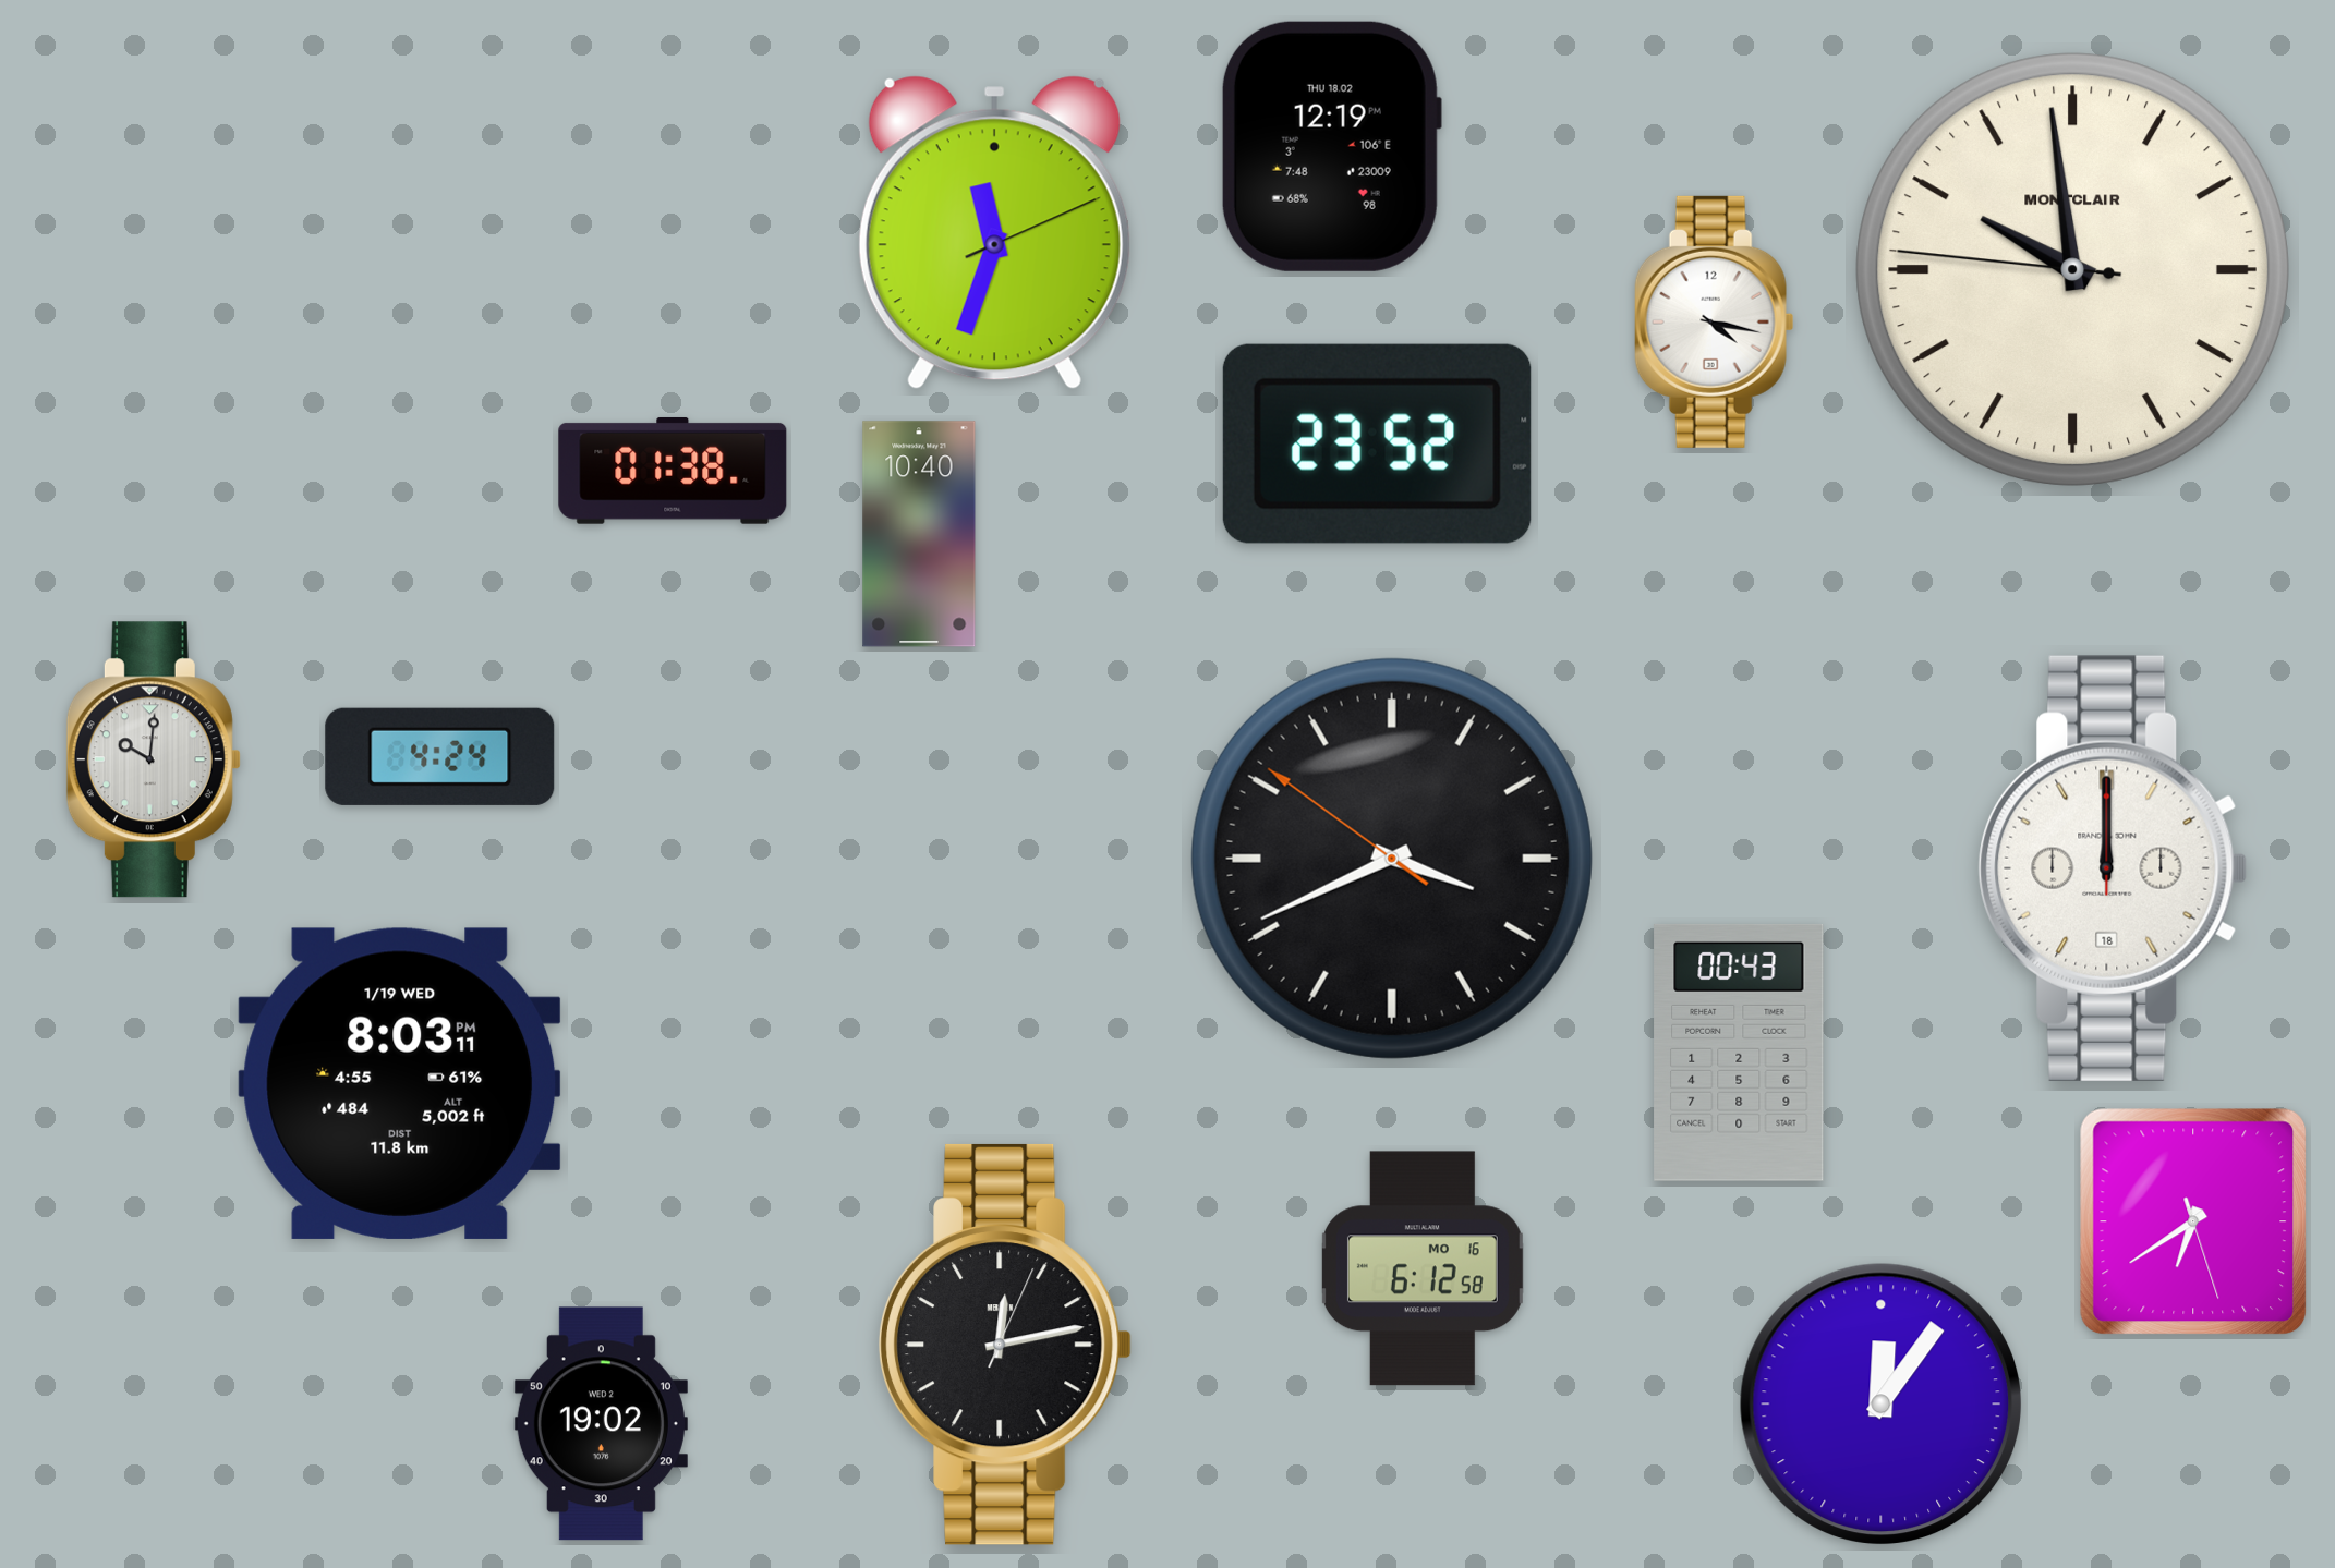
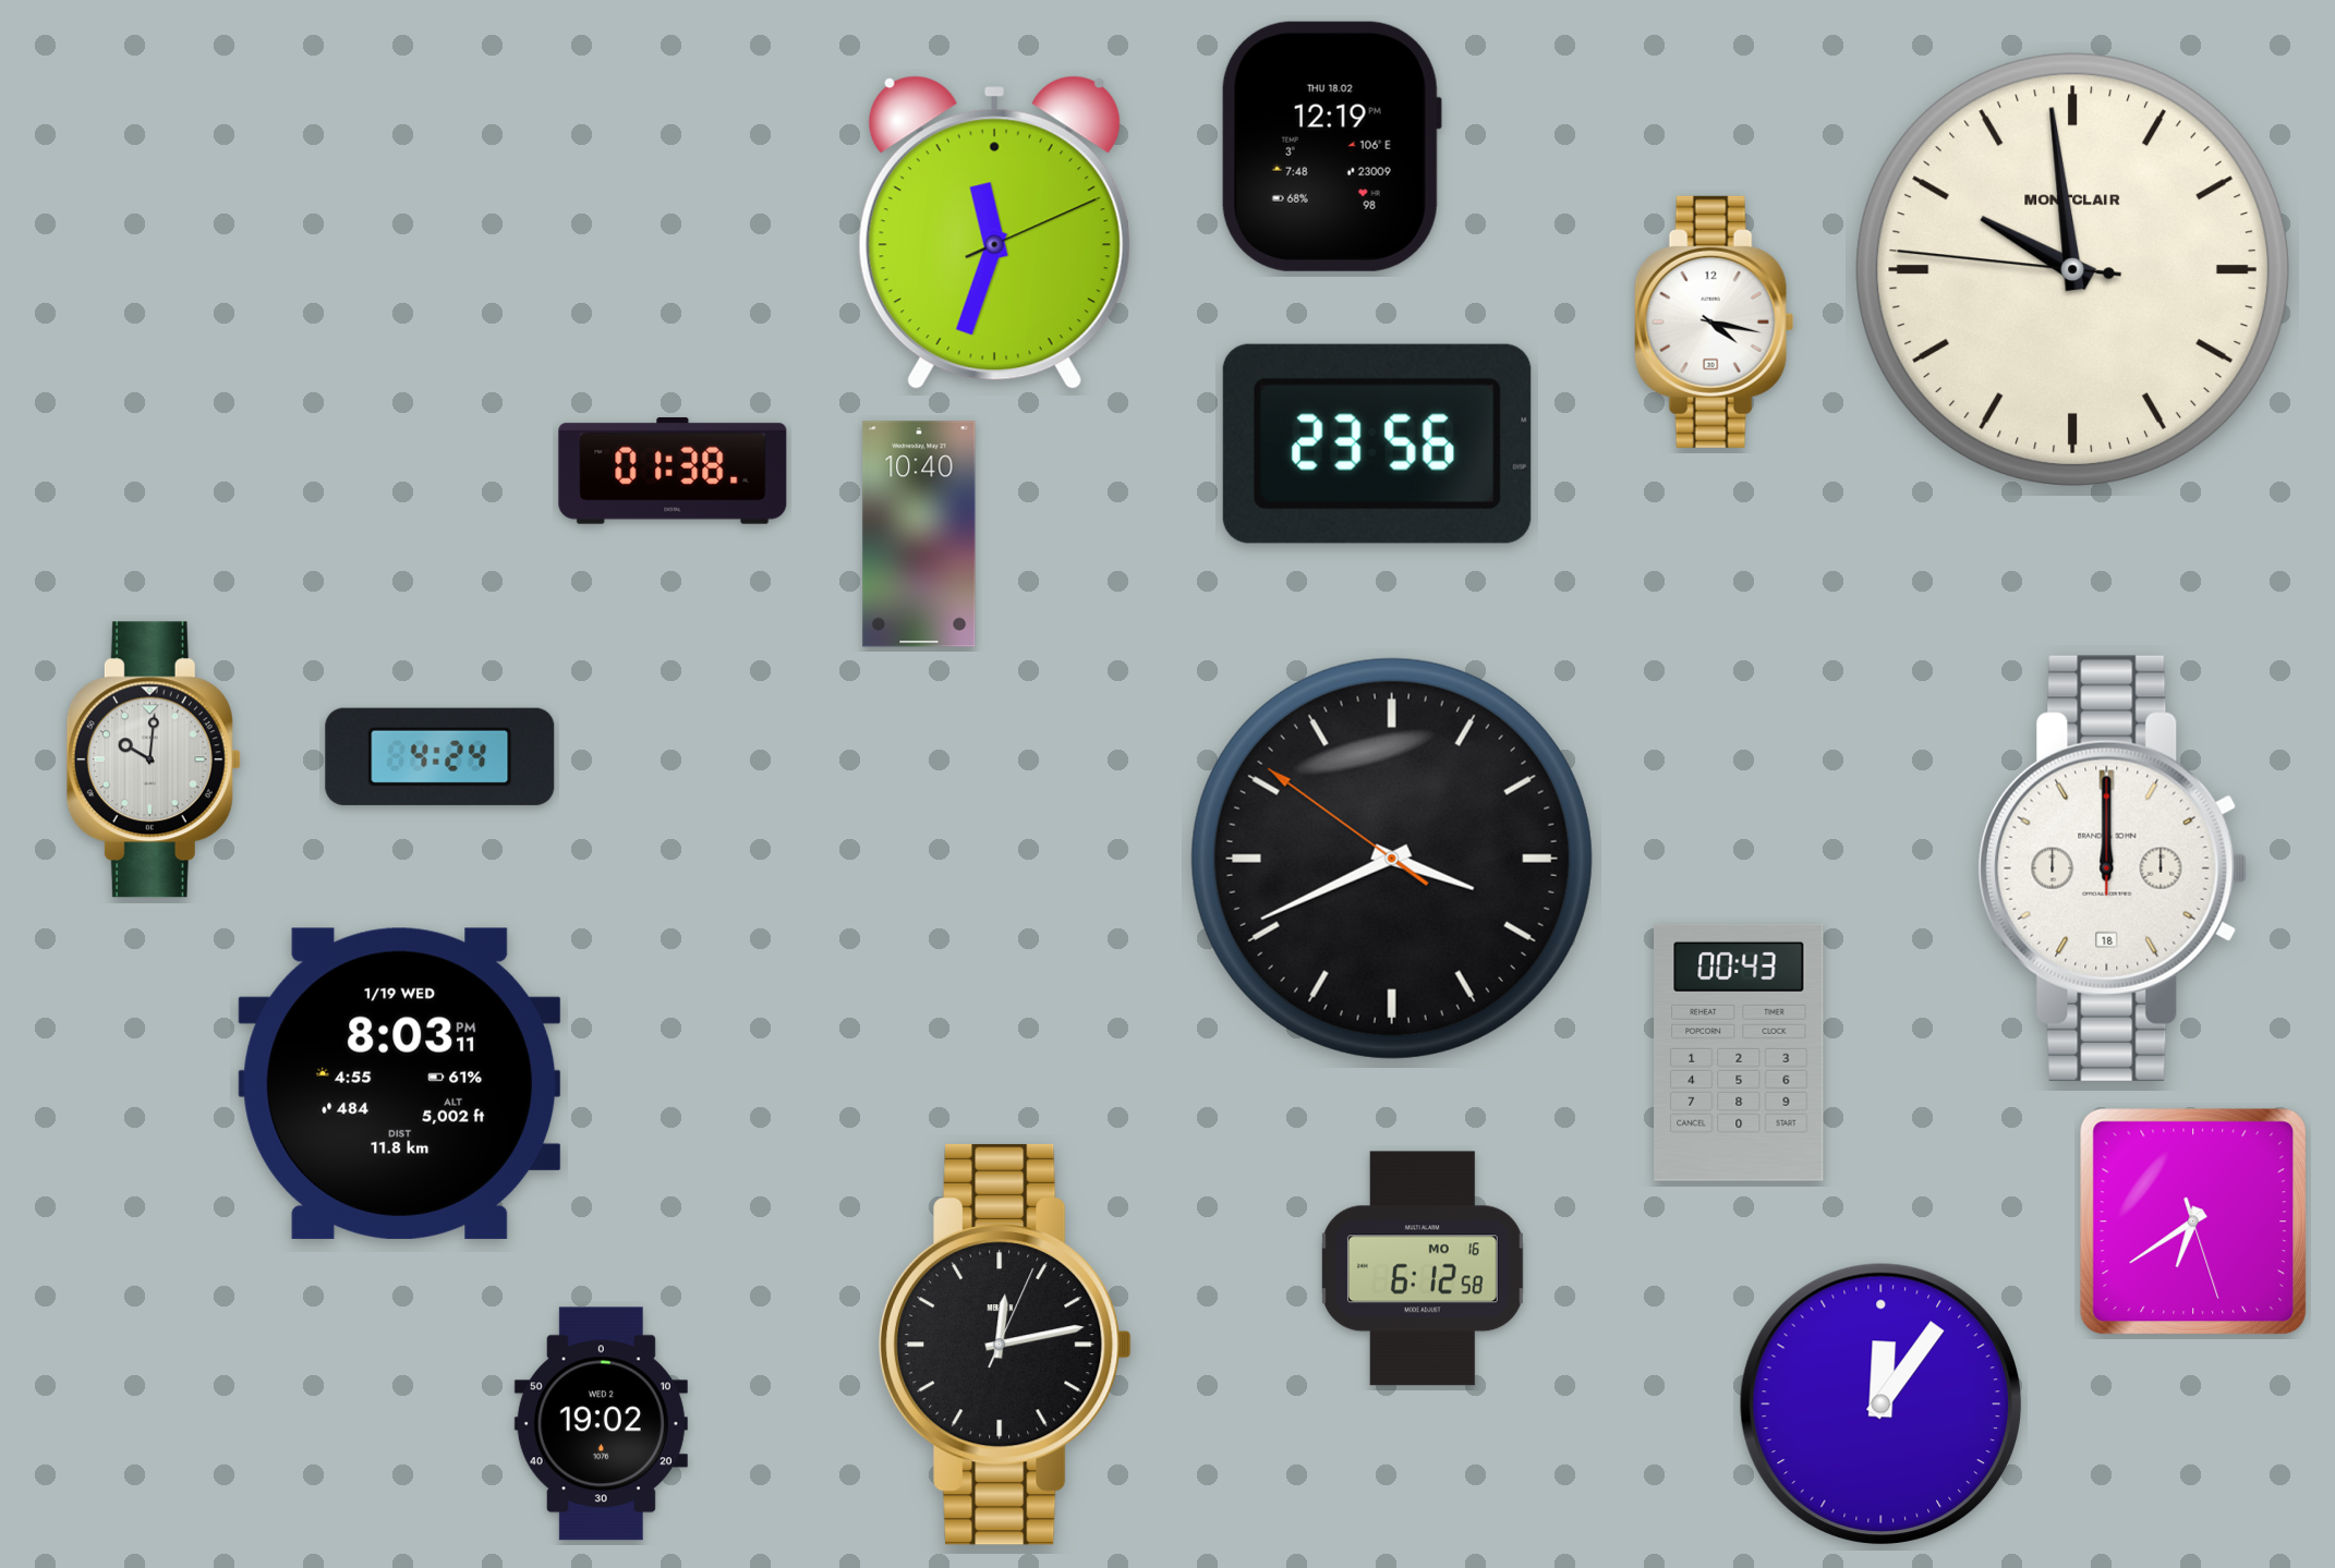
clock at (1377, 443): 23:52 -> 23:56
